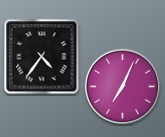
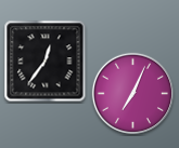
clock at (42, 57): 4:36 -> 12:36
